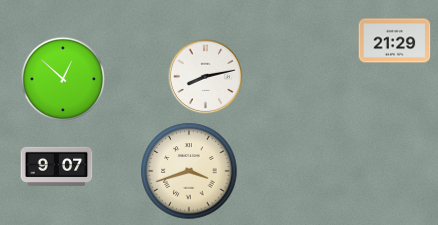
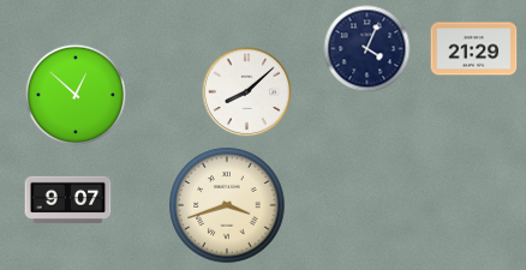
clock at (367, 49): none -> 4:04
clock at (206, 77): 8:13 -> 8:08
